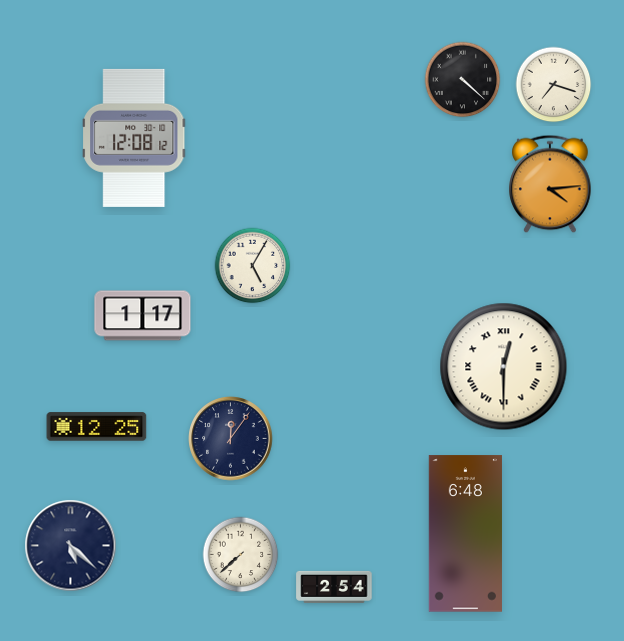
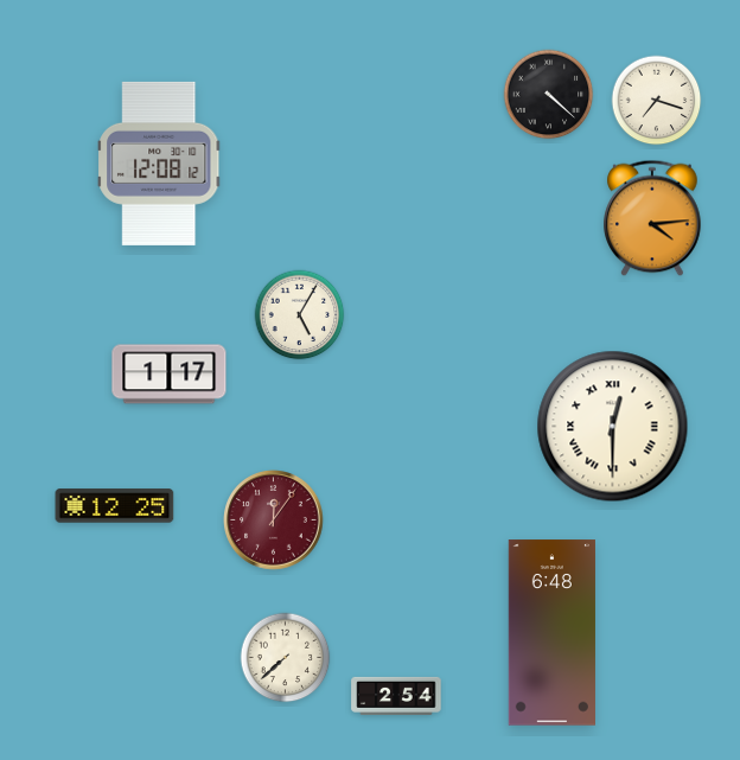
clock at (504, 367) position: (504, 367) -> (613, 427)
clock at (231, 439) dial: navy -> burgundy
clock at (71, 546): 5:22 -> none
